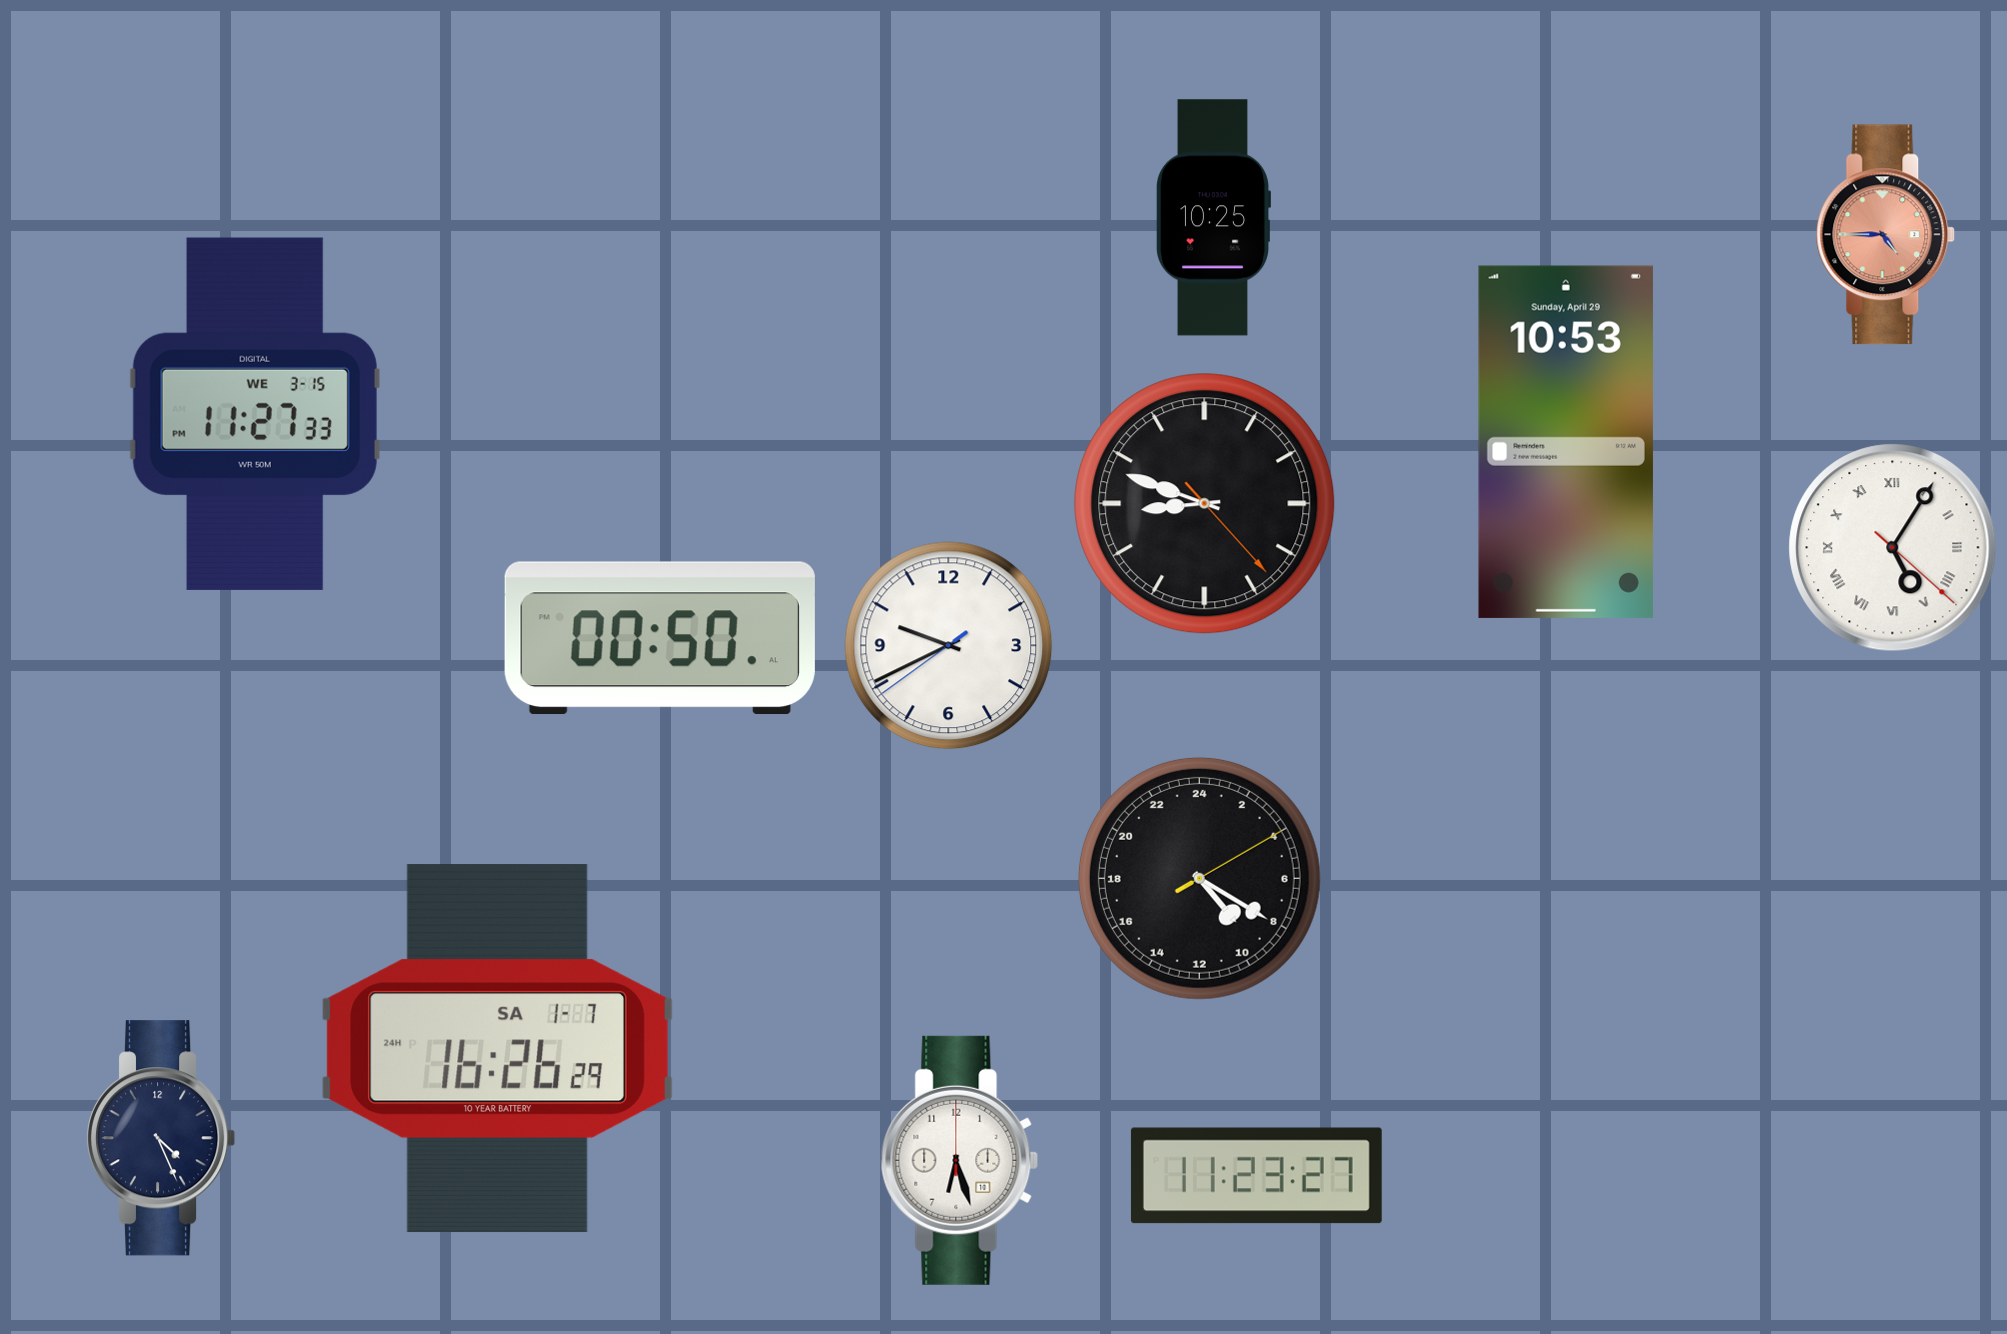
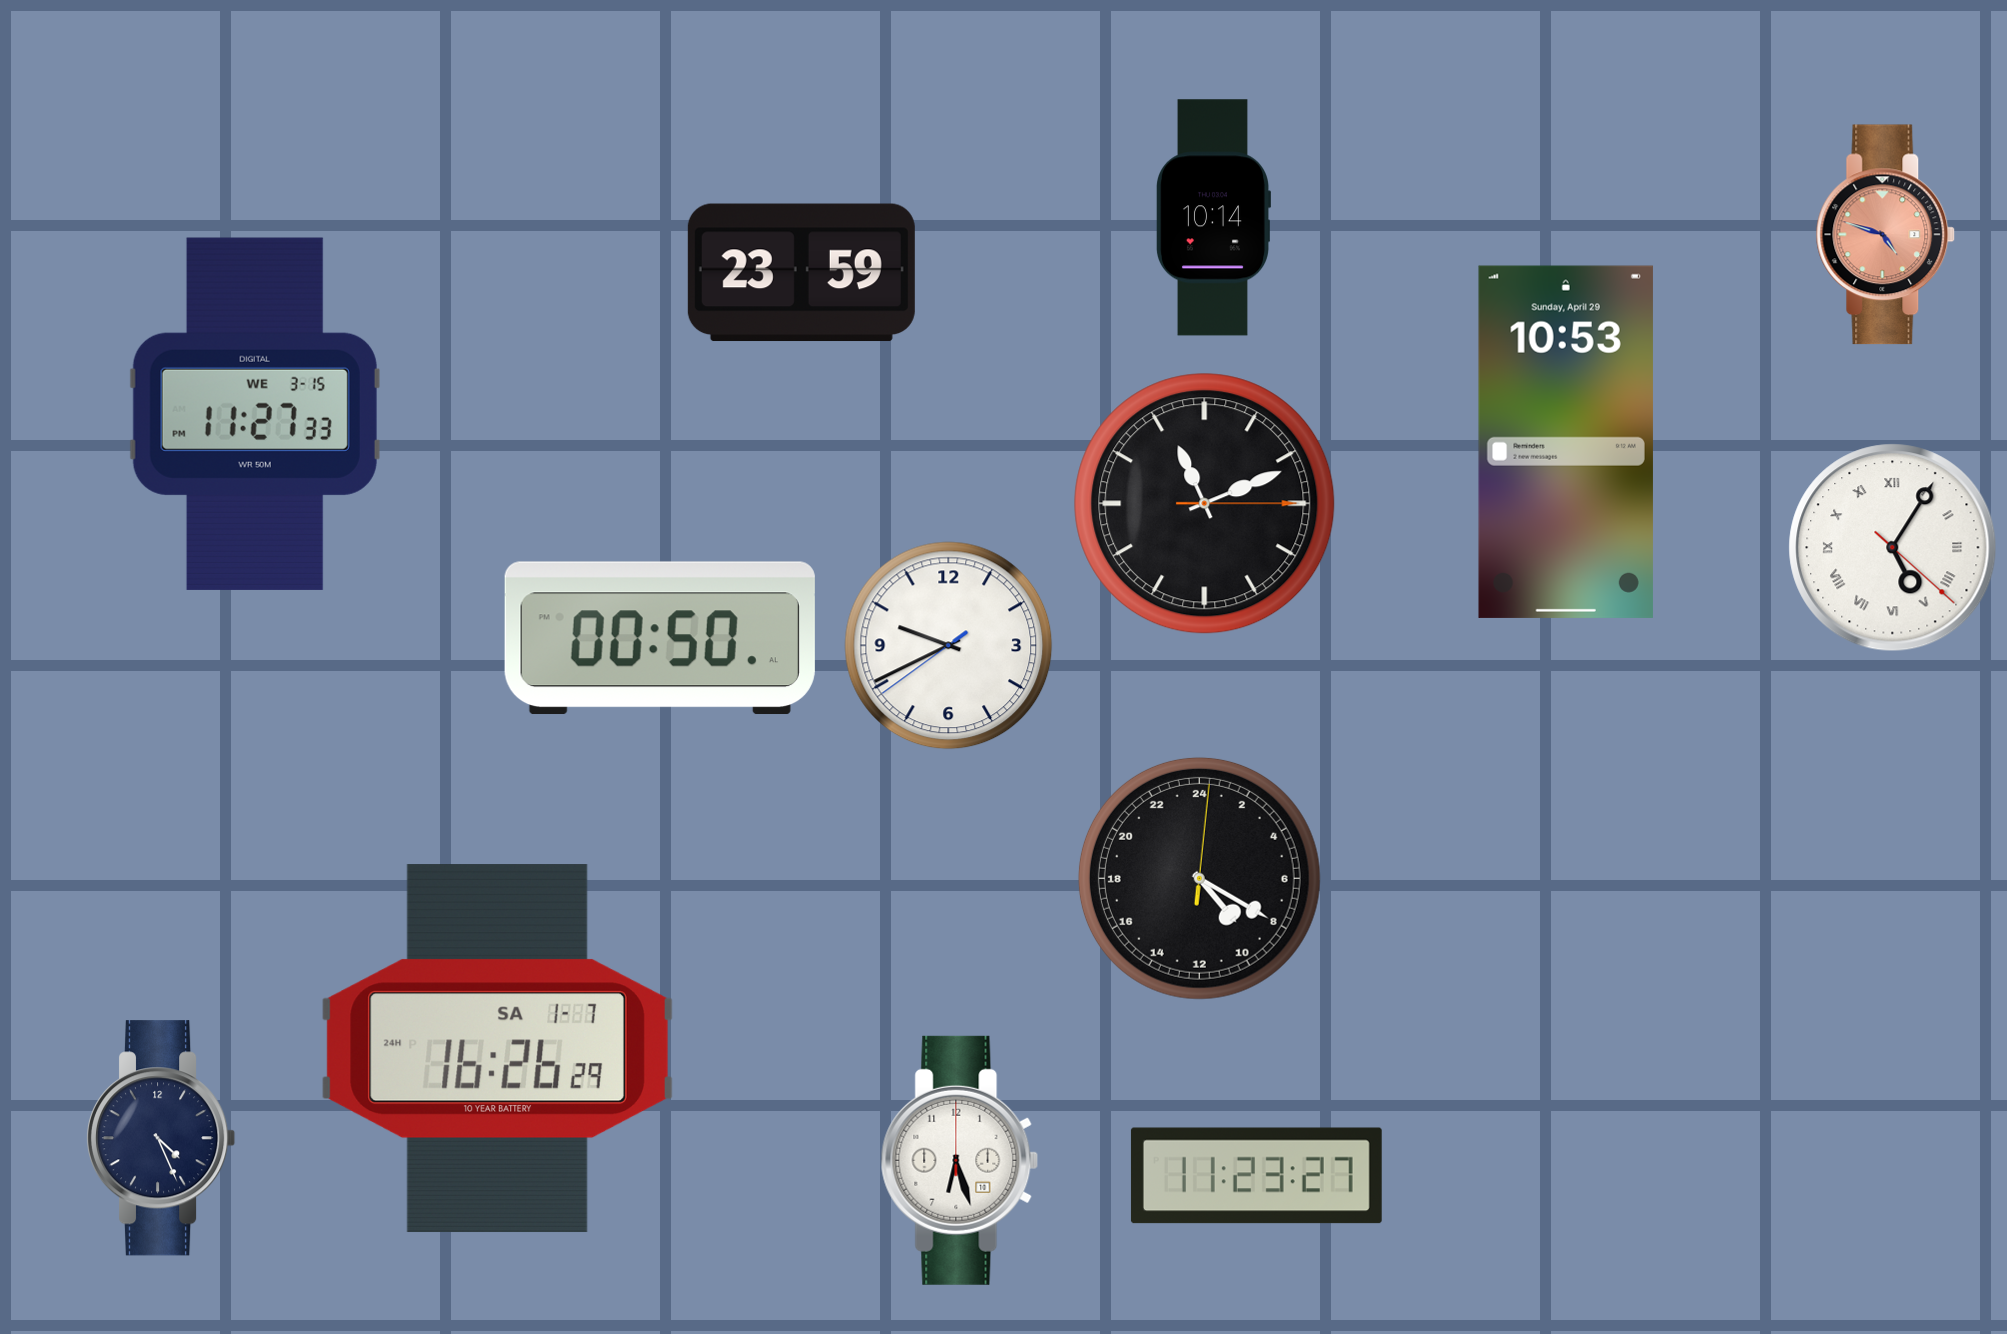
clock at (1212, 218): 10:25 -> 10:14
clock at (1886, 235): 4:45 -> 4:48
clock at (801, 273): none -> 23:59
clock at (1205, 504): 8:48 -> 11:11
clock at (1199, 878): 9:20:10 -> 9:20:01
